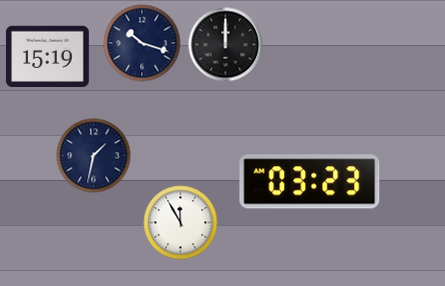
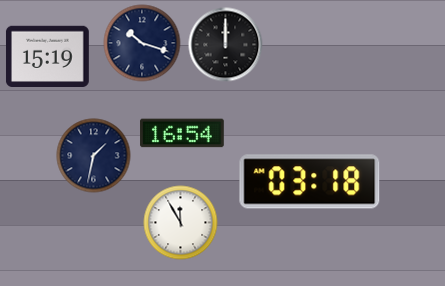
clock at (182, 133): none -> 16:54
clock at (310, 182): 03:23 -> 03:18
